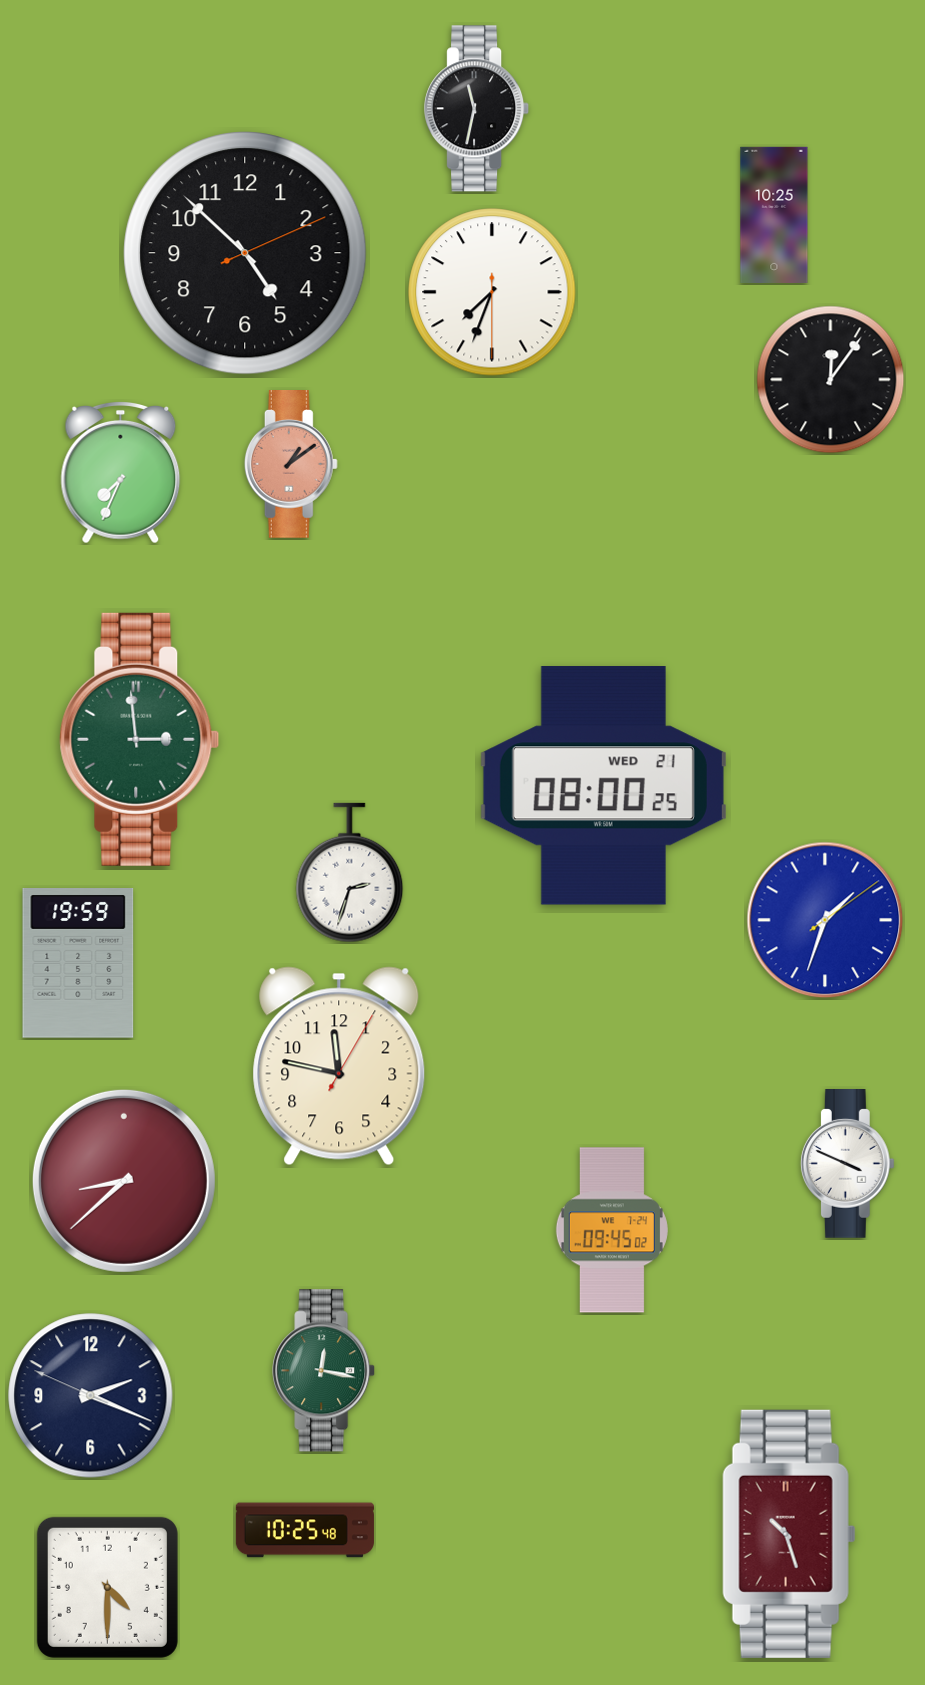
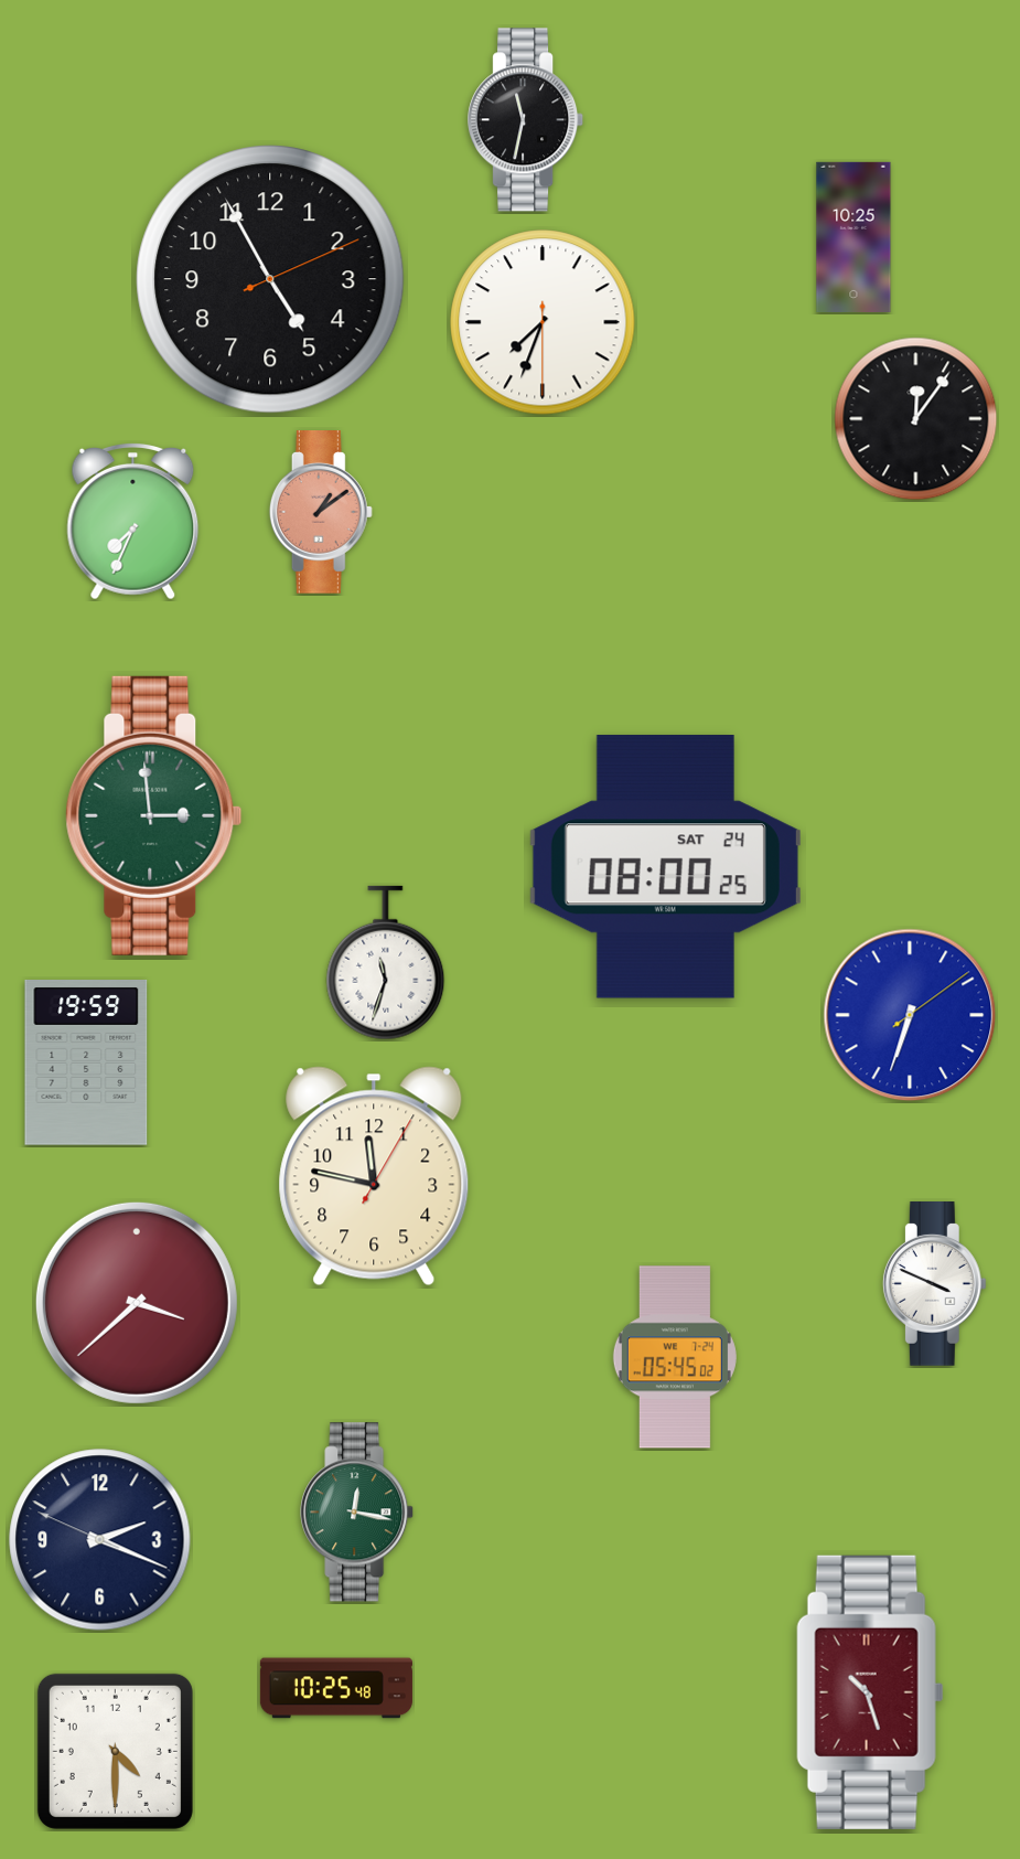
clock at (245, 253): 4:52 -> 4:55
clock at (603, 786) date: WED 21 -> SAT 24
clock at (350, 873): 2:33 -> 11:33
clock at (825, 920): 1:33 -> 6:33
clock at (124, 1181): 8:38 -> 3:38
clock at (612, 1230): 09:45 -> 05:45
clock at (107, 1587) position: (107, 1587) -> (115, 1751)
